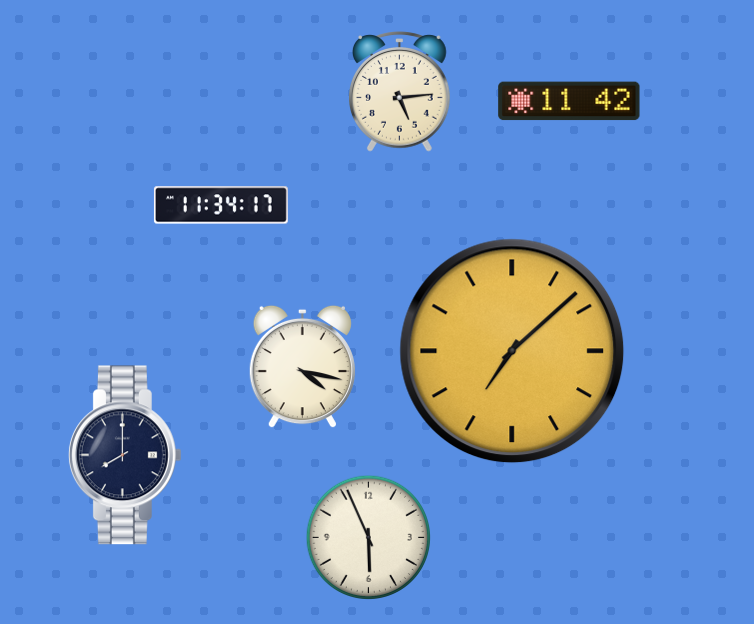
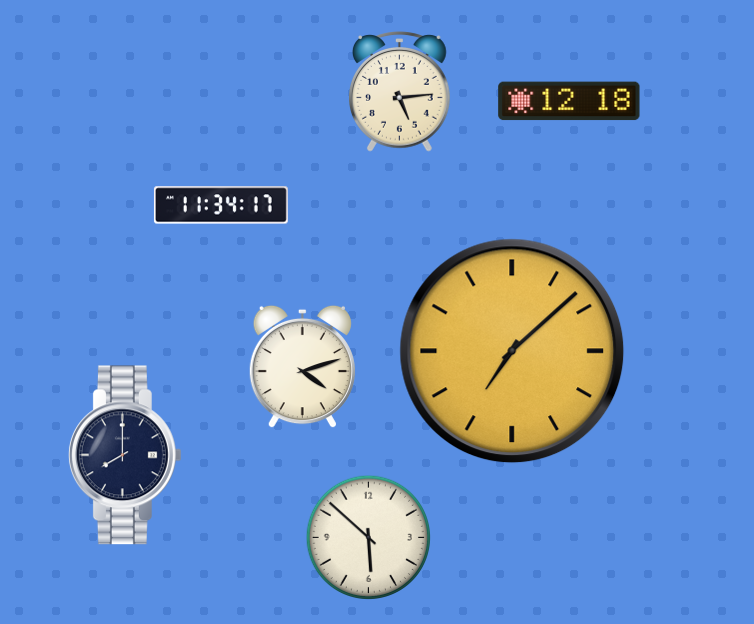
clock at (569, 101): 11:42 -> 12:18
clock at (302, 367): 4:17 -> 4:12
clock at (368, 537): 5:56 -> 5:52
